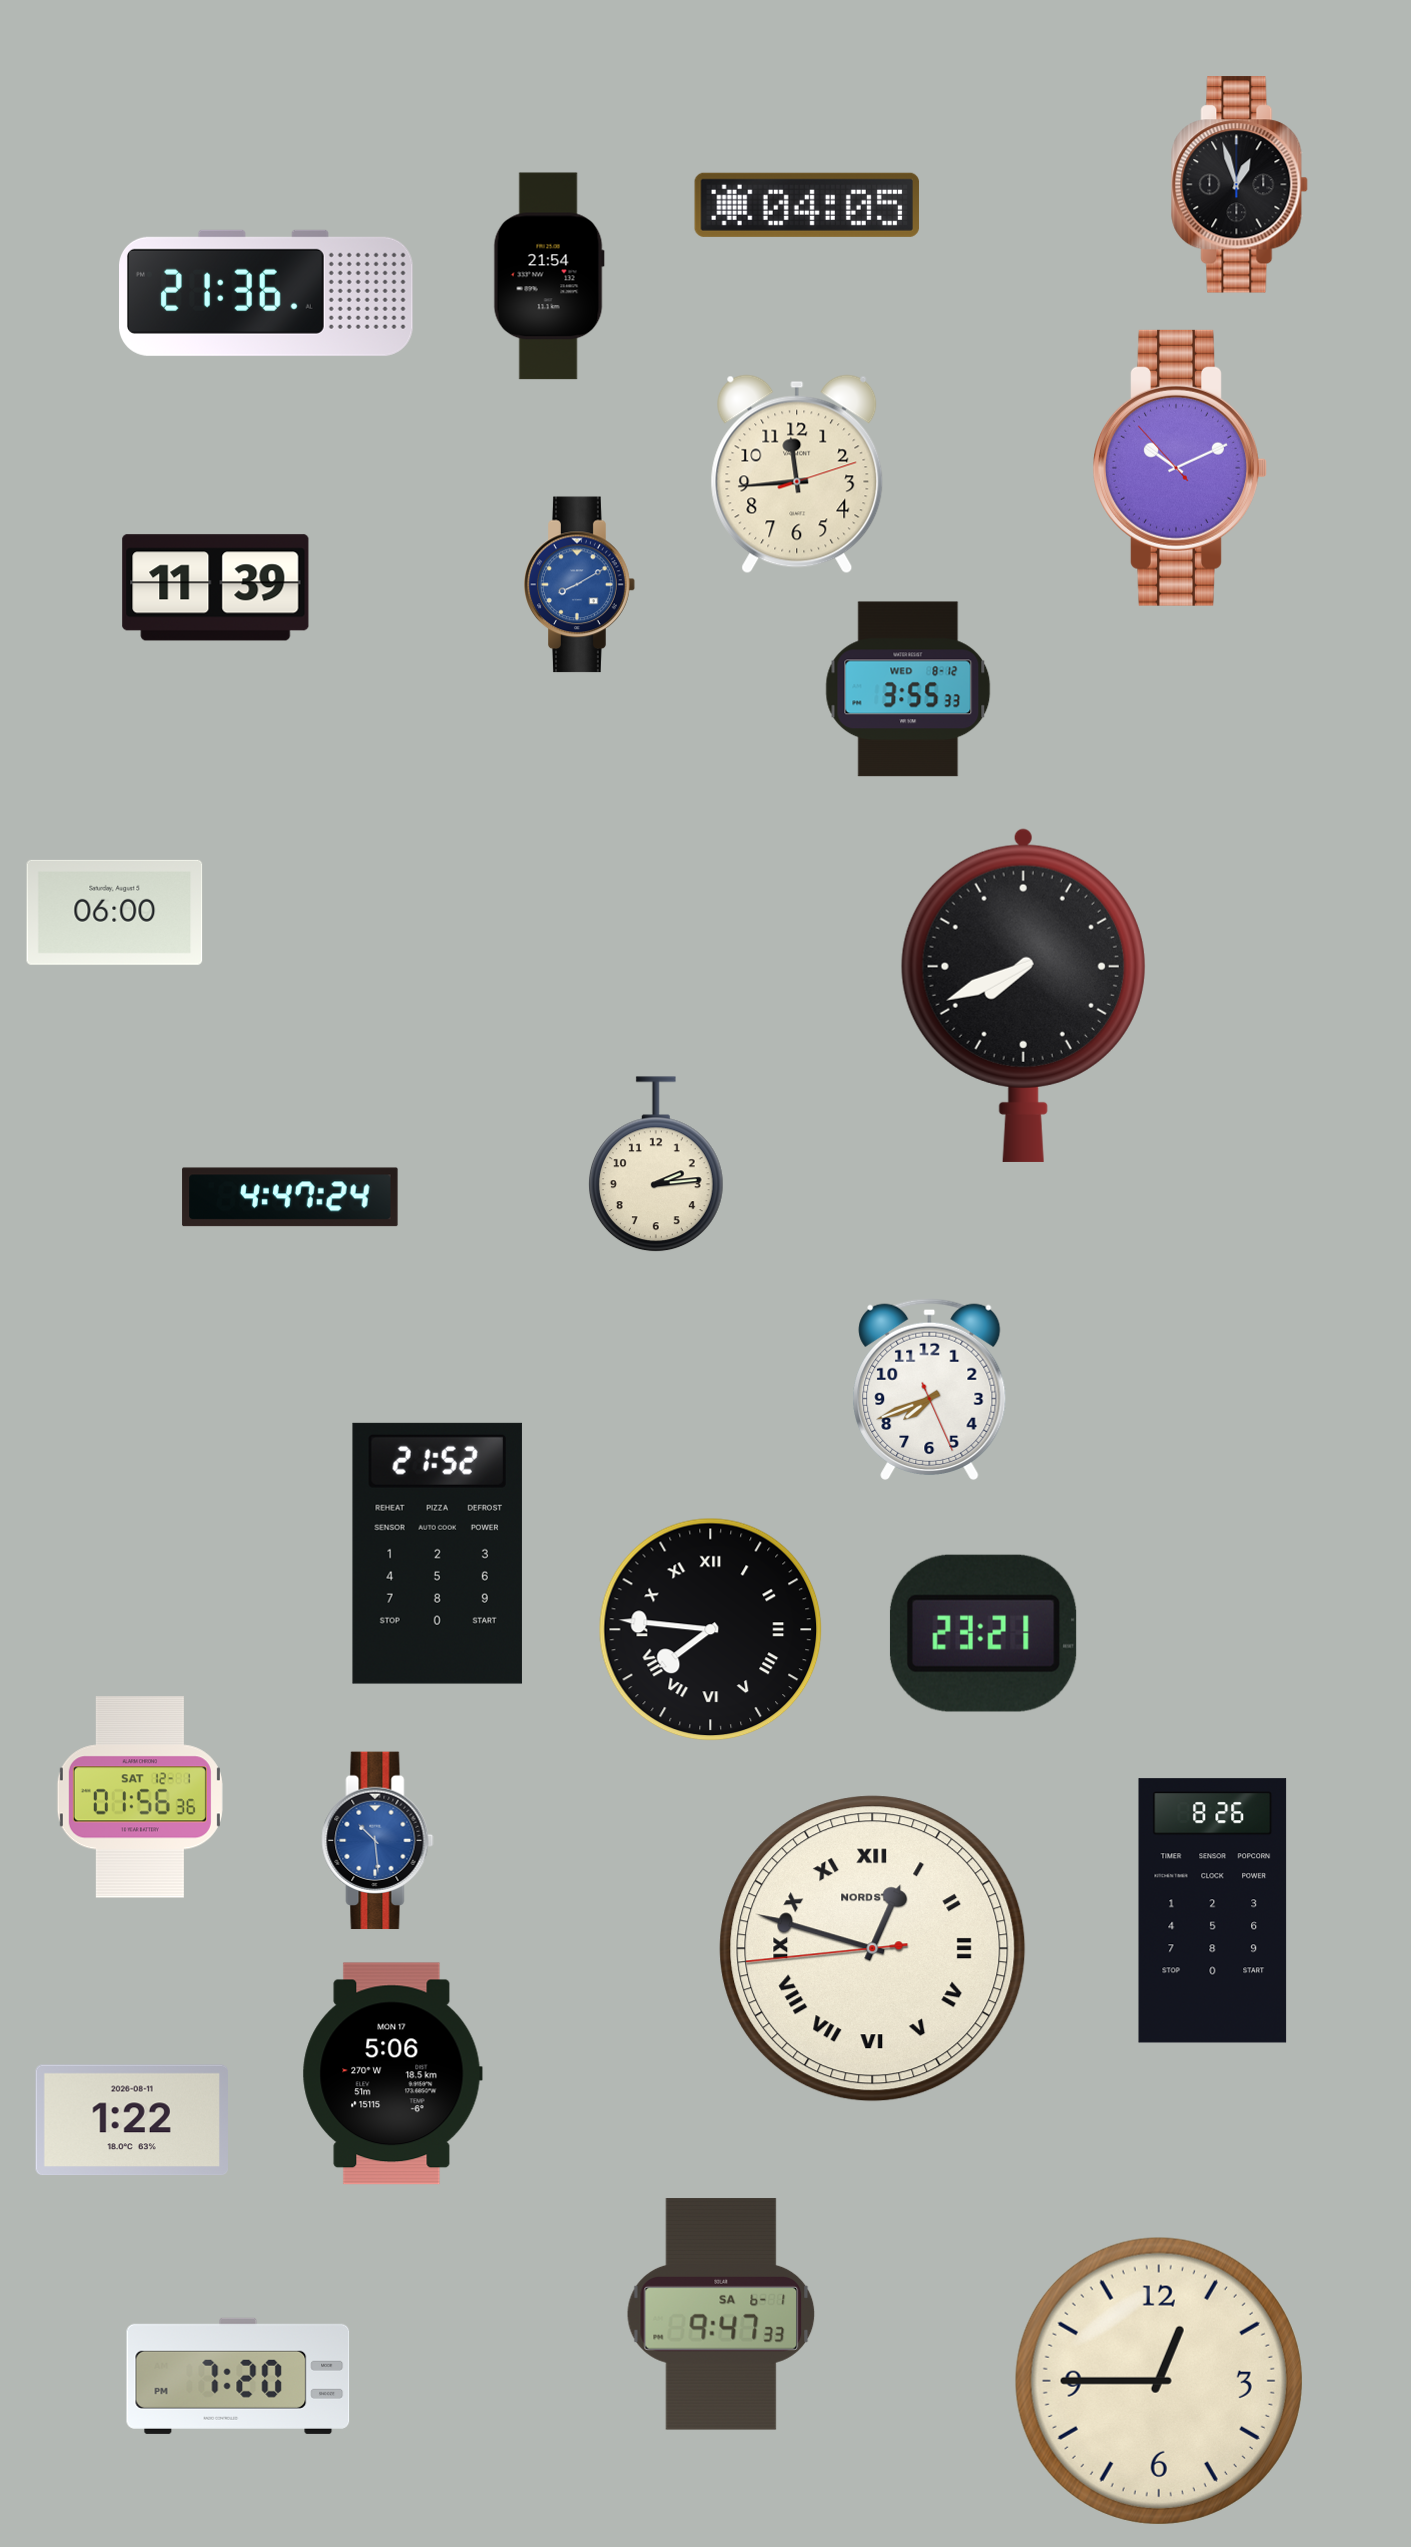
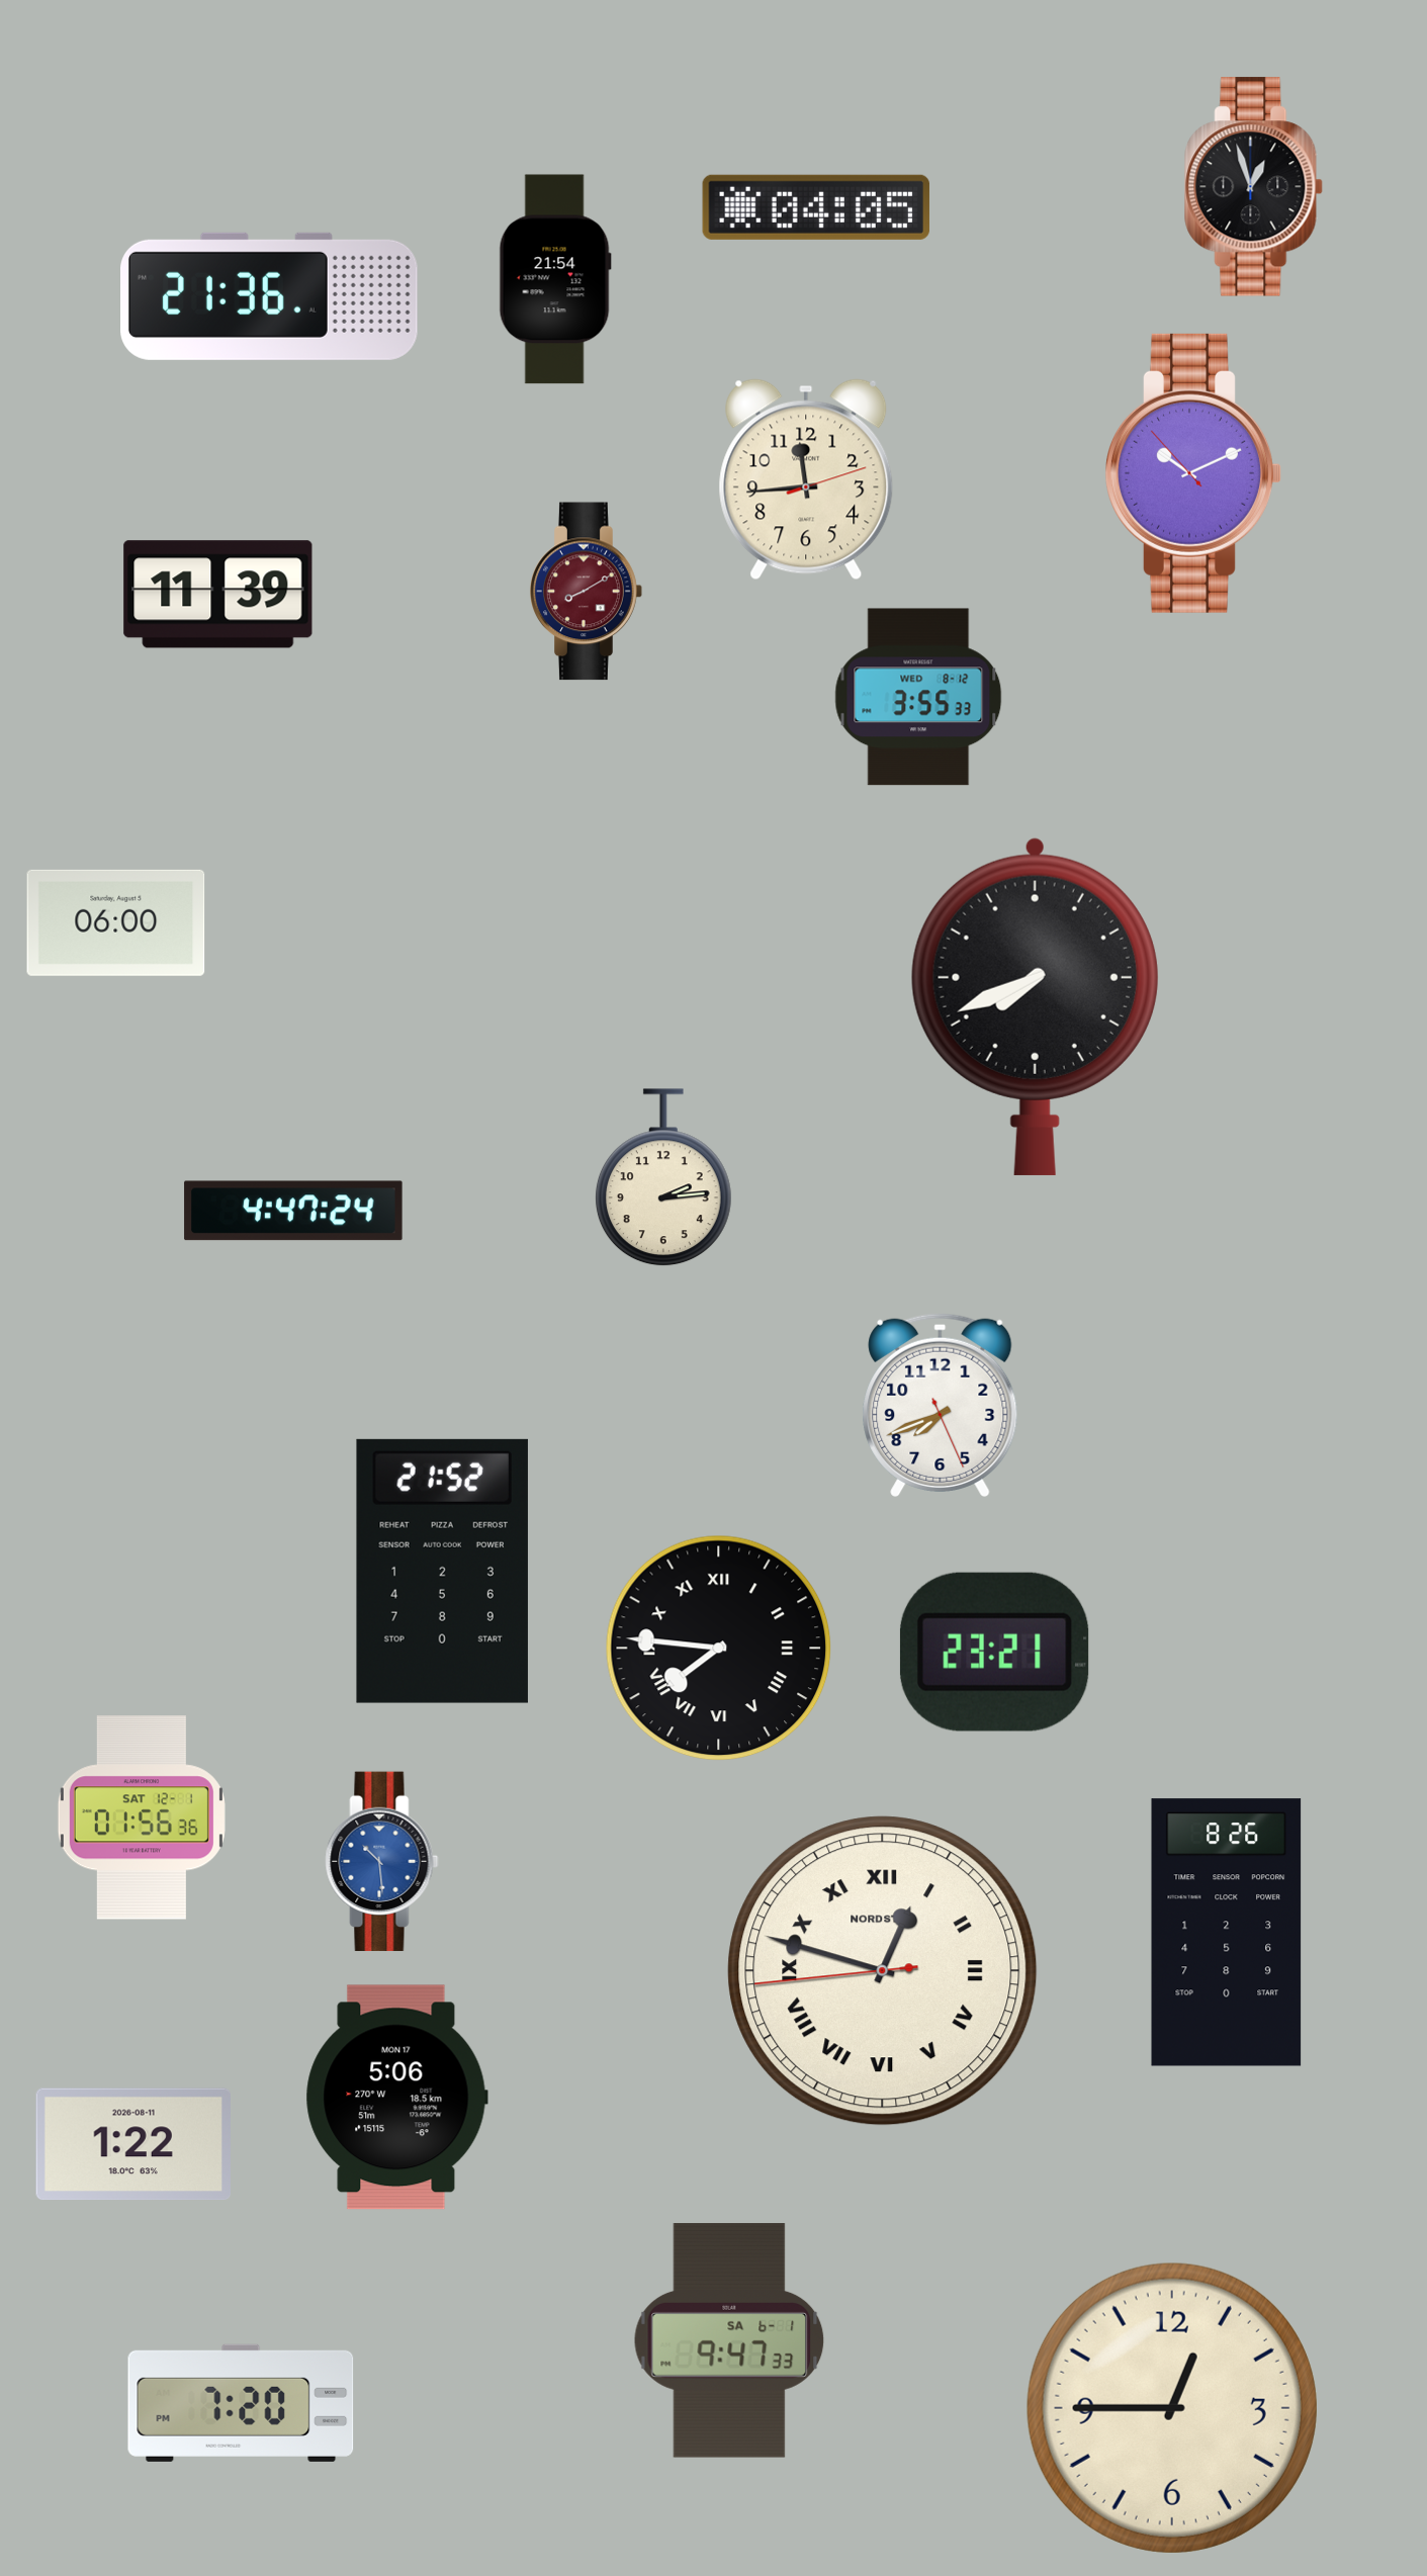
clock at (580, 585) dial: blue -> burgundy
